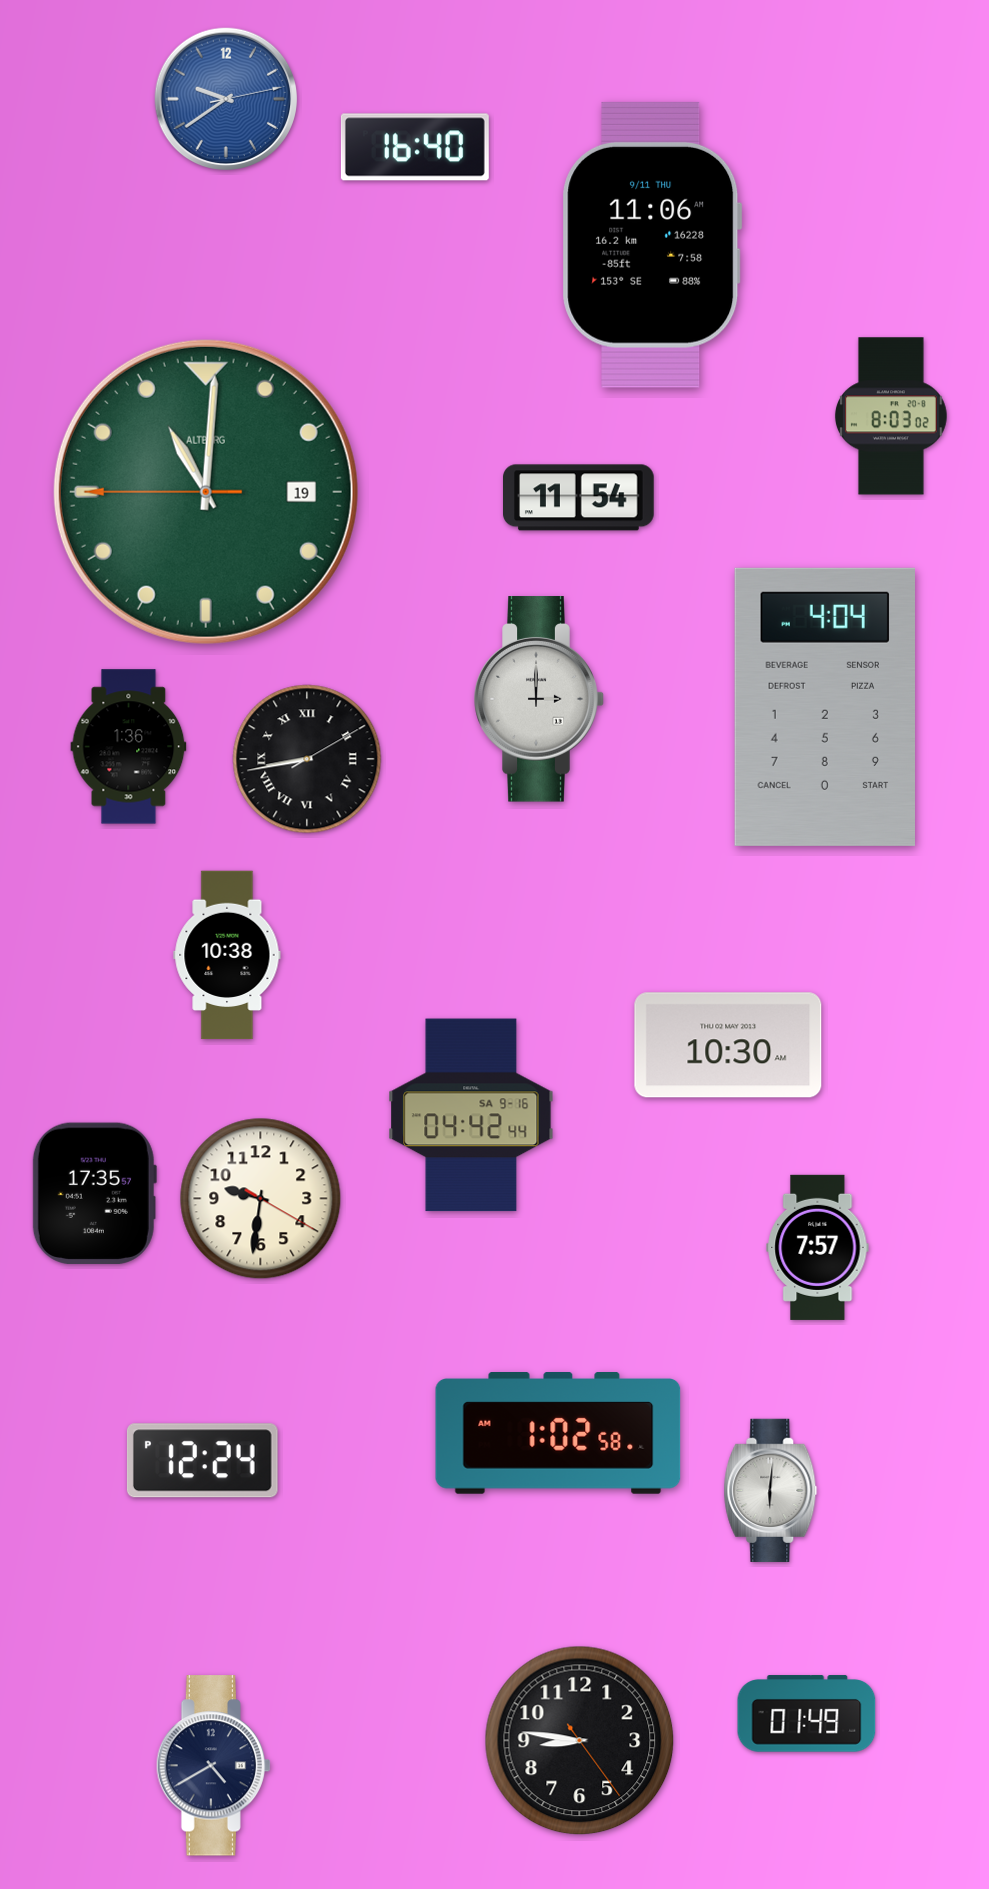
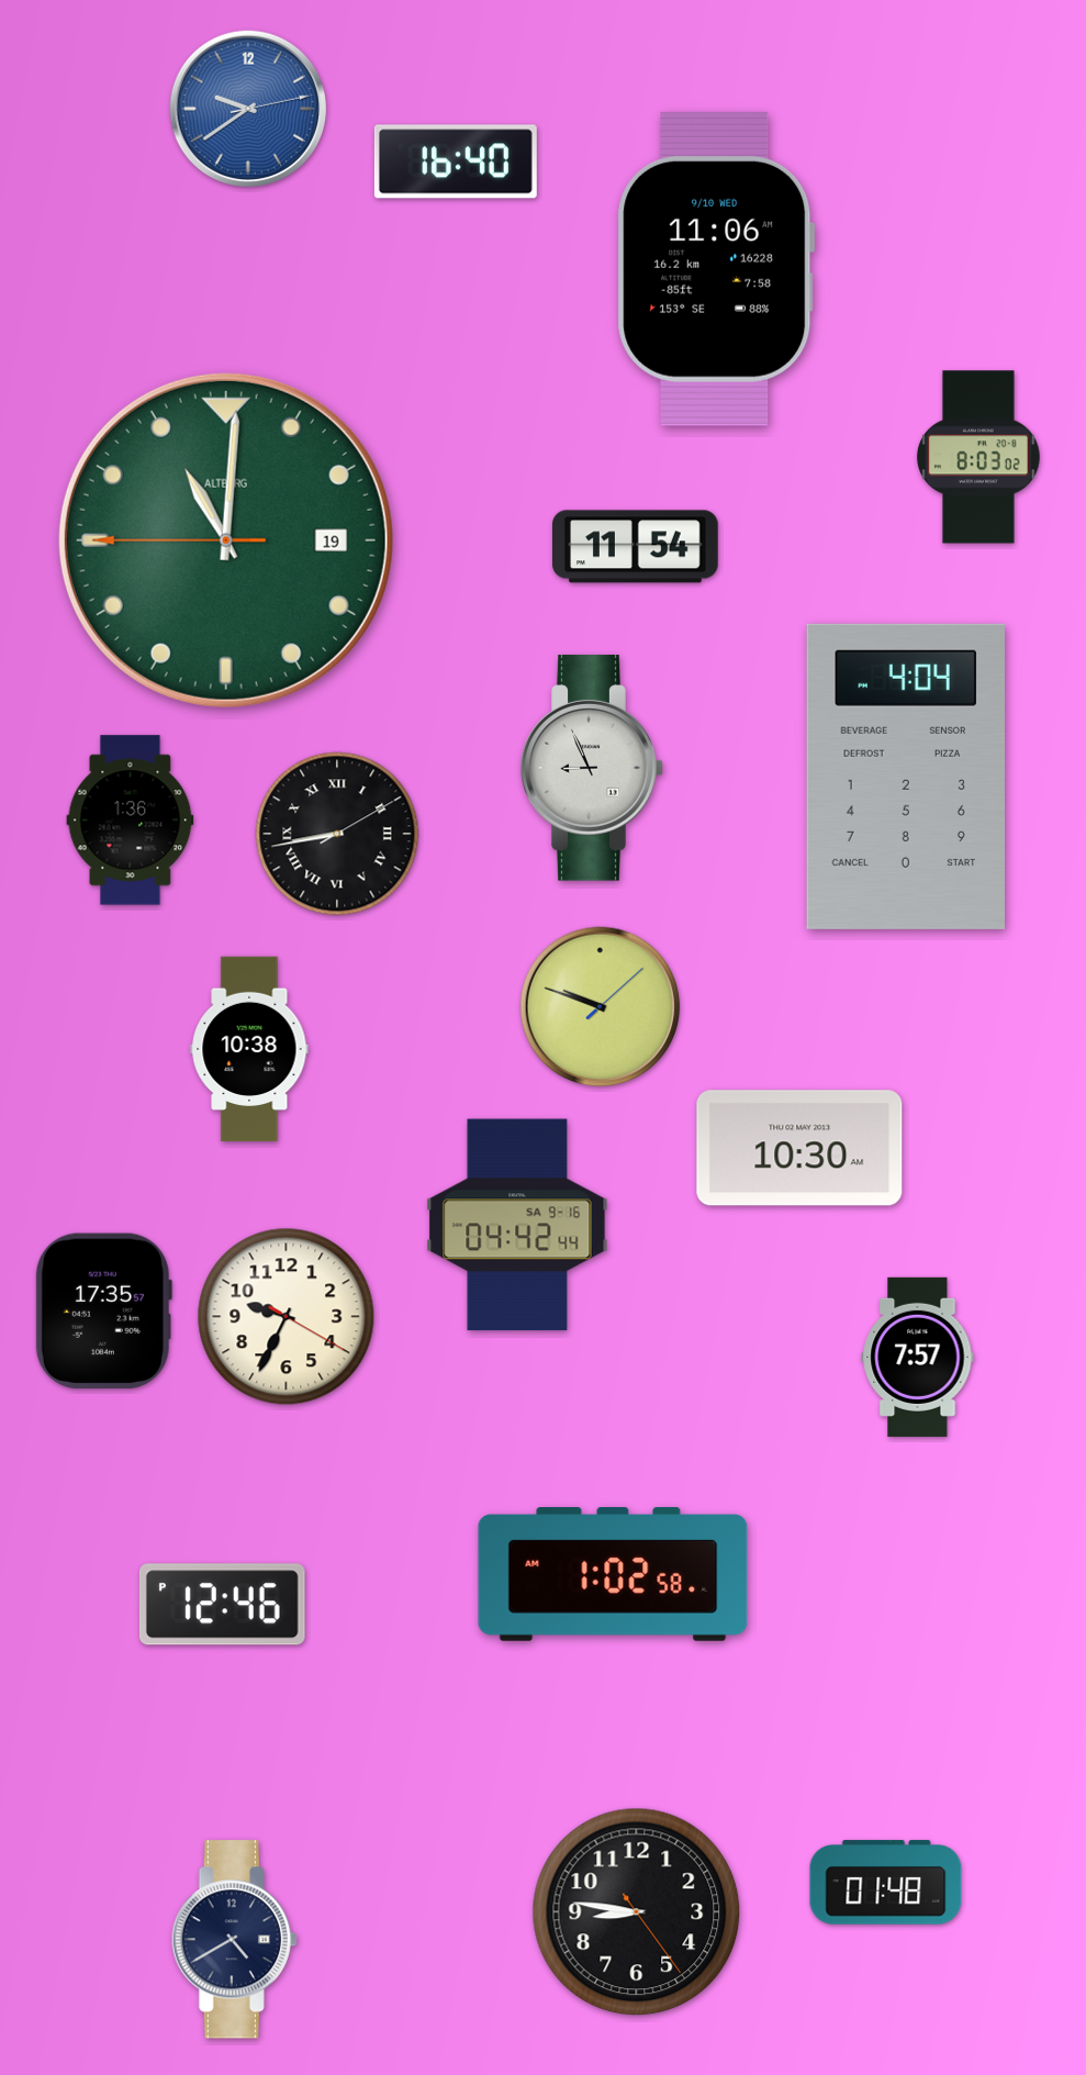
clock at (652, 245) date: 9/11 THU -> 9/10 WED
clock at (539, 699): 3:00 -> 8:56
clock at (129, 747) position: (129, 747) -> (131, 821)
clock at (601, 1007): none -> 9:48
clock at (261, 1199): 9:31 -> 9:34
clock at (818, 1247) position: (818, 1247) -> (918, 1357)
clock at (202, 1461): 12:24 -> 12:46
clock at (771, 1490): 6:01 -> none
clock at (807, 1714): 01:49 -> 01:48
